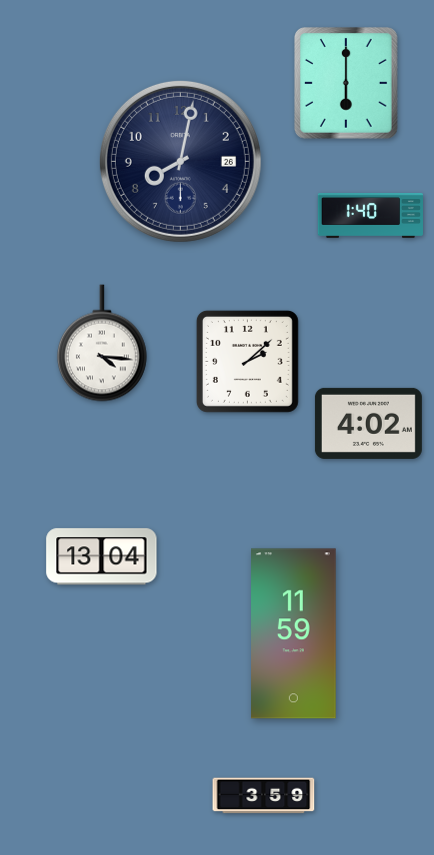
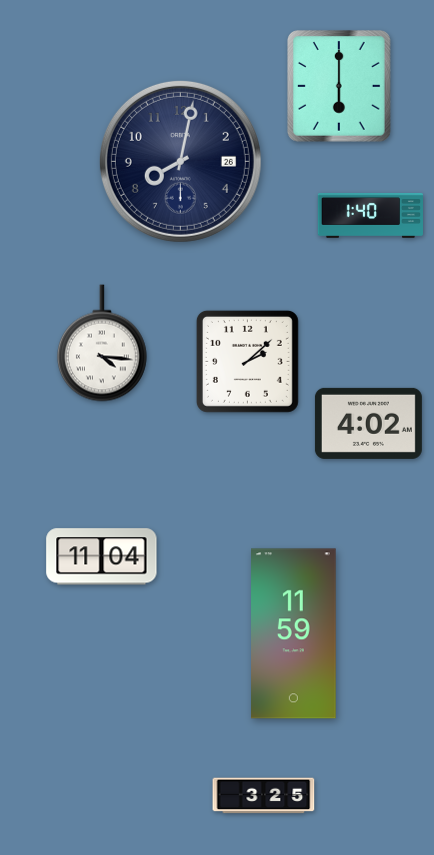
clock at (347, 84) position: (347, 84) -> (340, 87)
clock at (102, 557): 13:04 -> 11:04
clock at (264, 796): 3:59 -> 3:25
